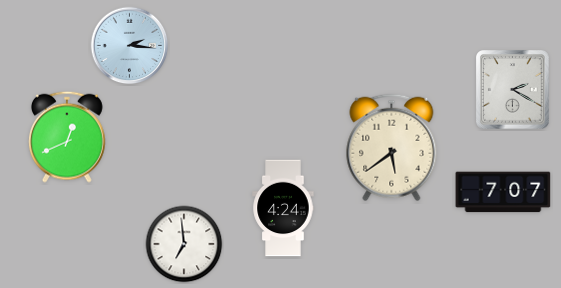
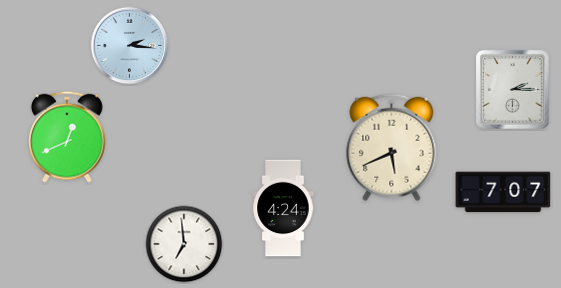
clock at (513, 90): 2:20 -> 2:15
clock at (392, 148): 5:39 -> 5:41
